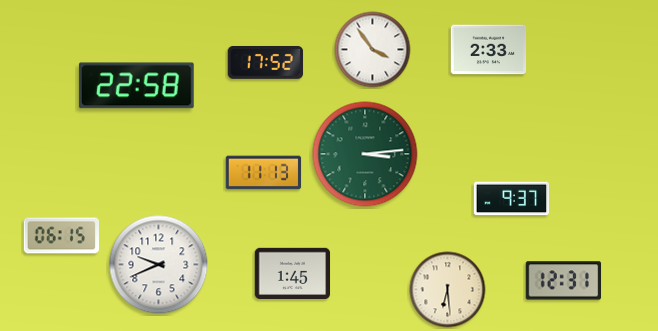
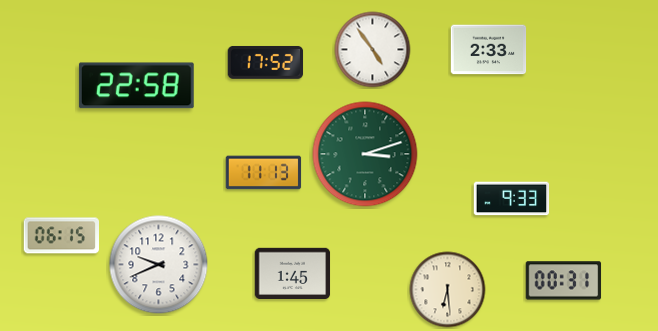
clock at (373, 50): 3:54 -> 4:54
clock at (365, 154): 3:14 -> 3:12
clock at (512, 199): 9:37 -> 9:33
clock at (564, 281): 12:31 -> 00:31
